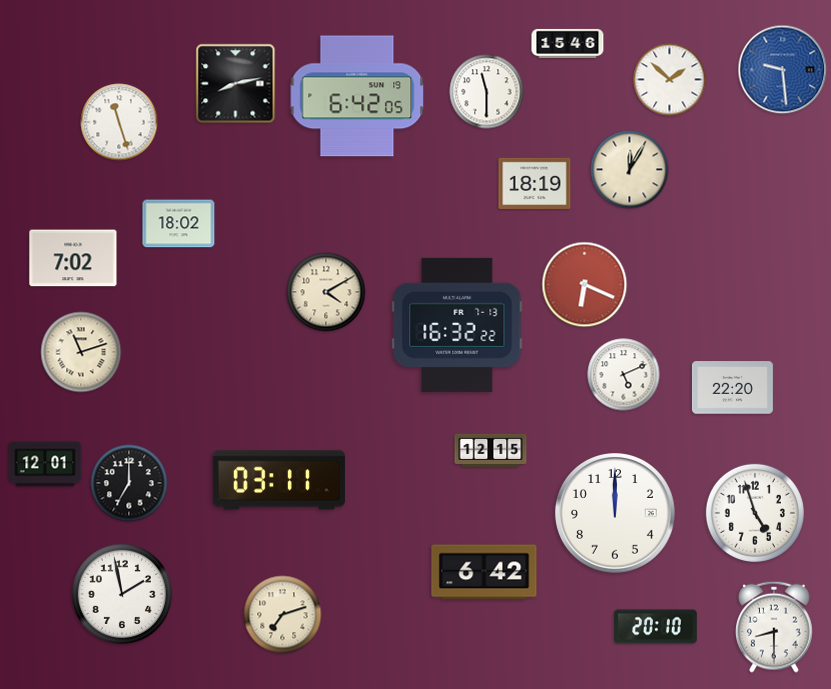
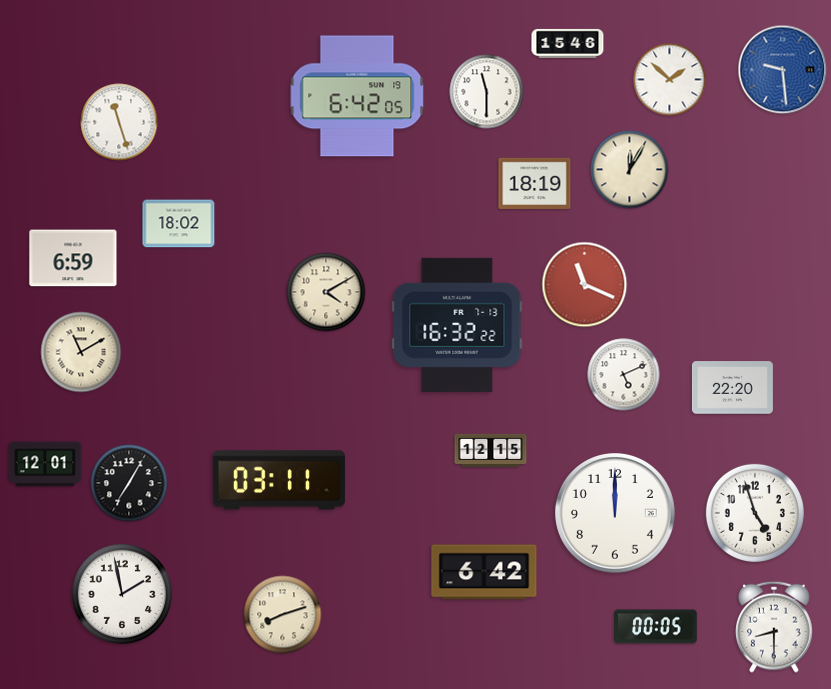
clock at (236, 84): 8:13 -> none
clock at (73, 258): 7:02 -> 6:59
clock at (585, 285): 6:19 -> 11:19
clock at (81, 352): 11:12 -> 11:10
clock at (129, 483): 7:00 -> 7:05
clock at (283, 615): 7:12 -> 8:12
clock at (656, 627): 20:10 -> 00:05
